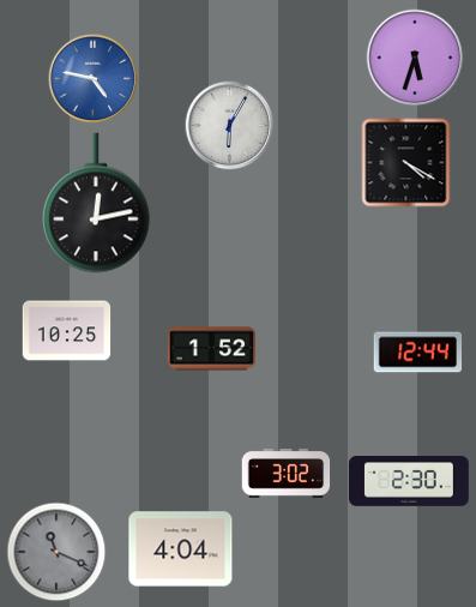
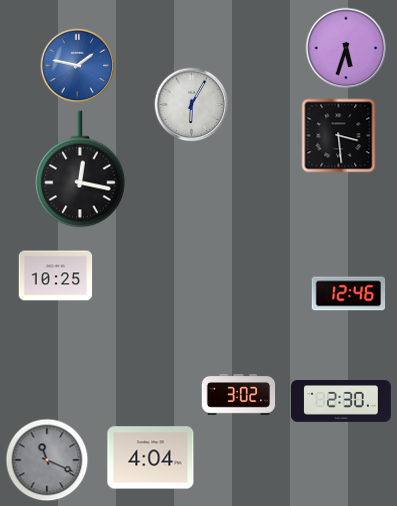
clock at (94, 79): 4:47 -> 1:47
clock at (406, 163): 4:20 -> 3:29
clock at (96, 203): 12:13 -> 12:17
clock at (212, 349): 1:52 -> none
clock at (418, 353): 12:44 -> 12:46
